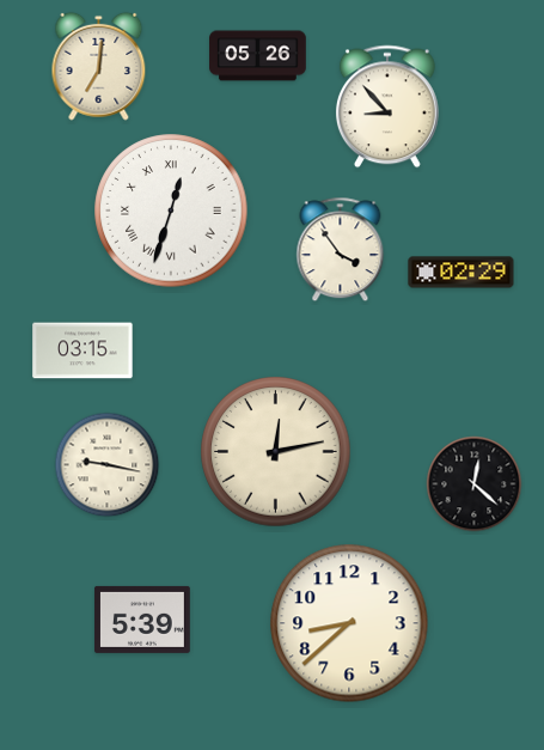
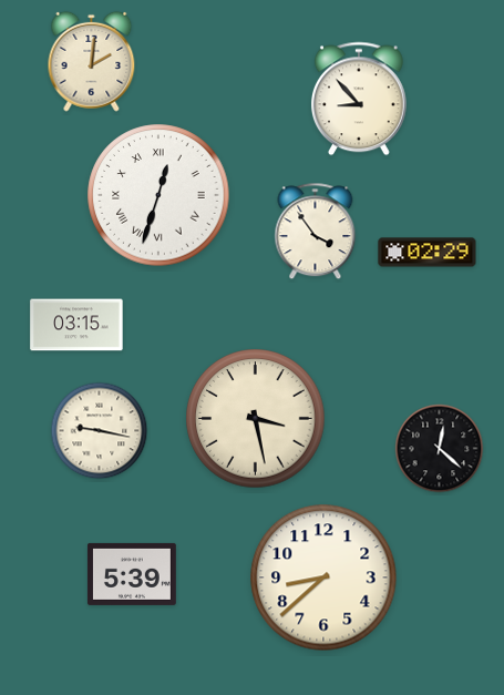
clock at (258, 56): 05:26 -> none
clock at (99, 66): 7:01 -> 2:01
clock at (276, 452): 12:13 -> 3:28
